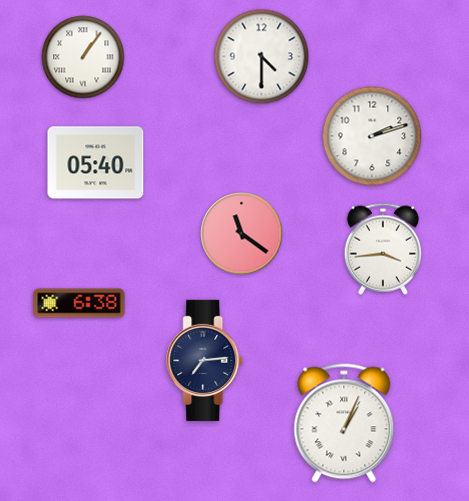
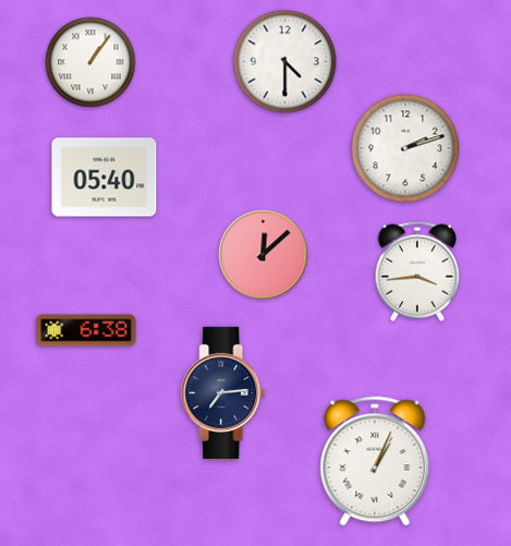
clock at (242, 234): 11:21 -> 12:08
